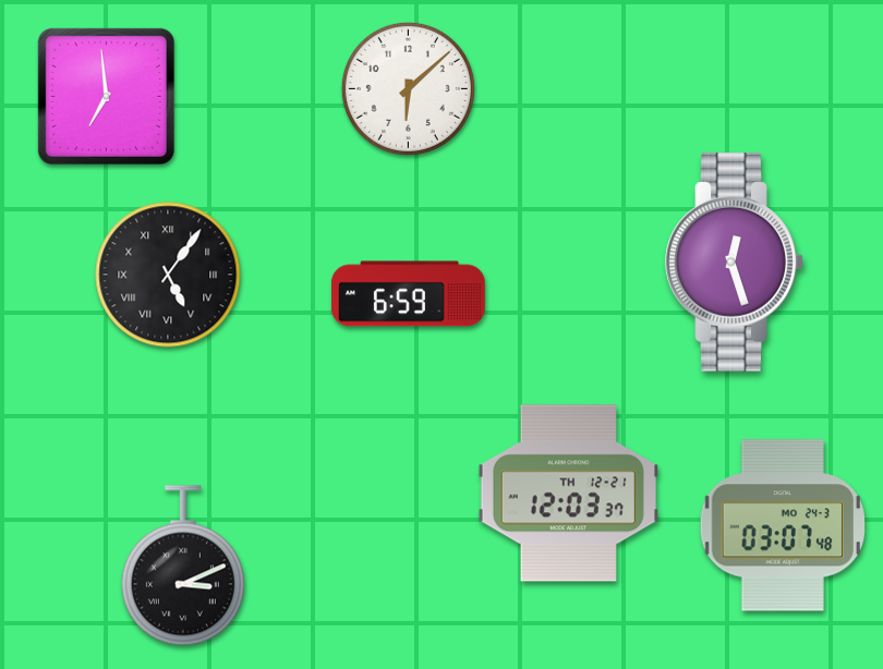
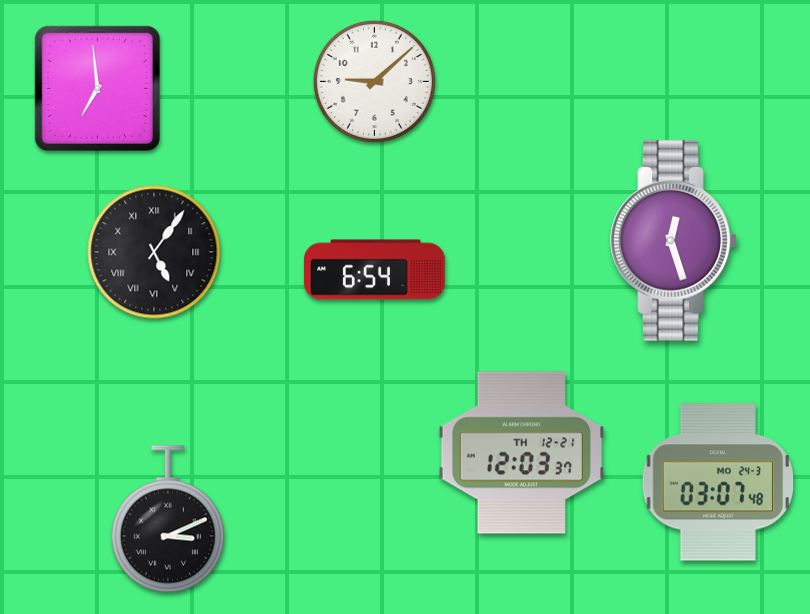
clock at (408, 88): 6:08 -> 9:08
clock at (408, 294): 6:59 -> 6:54
